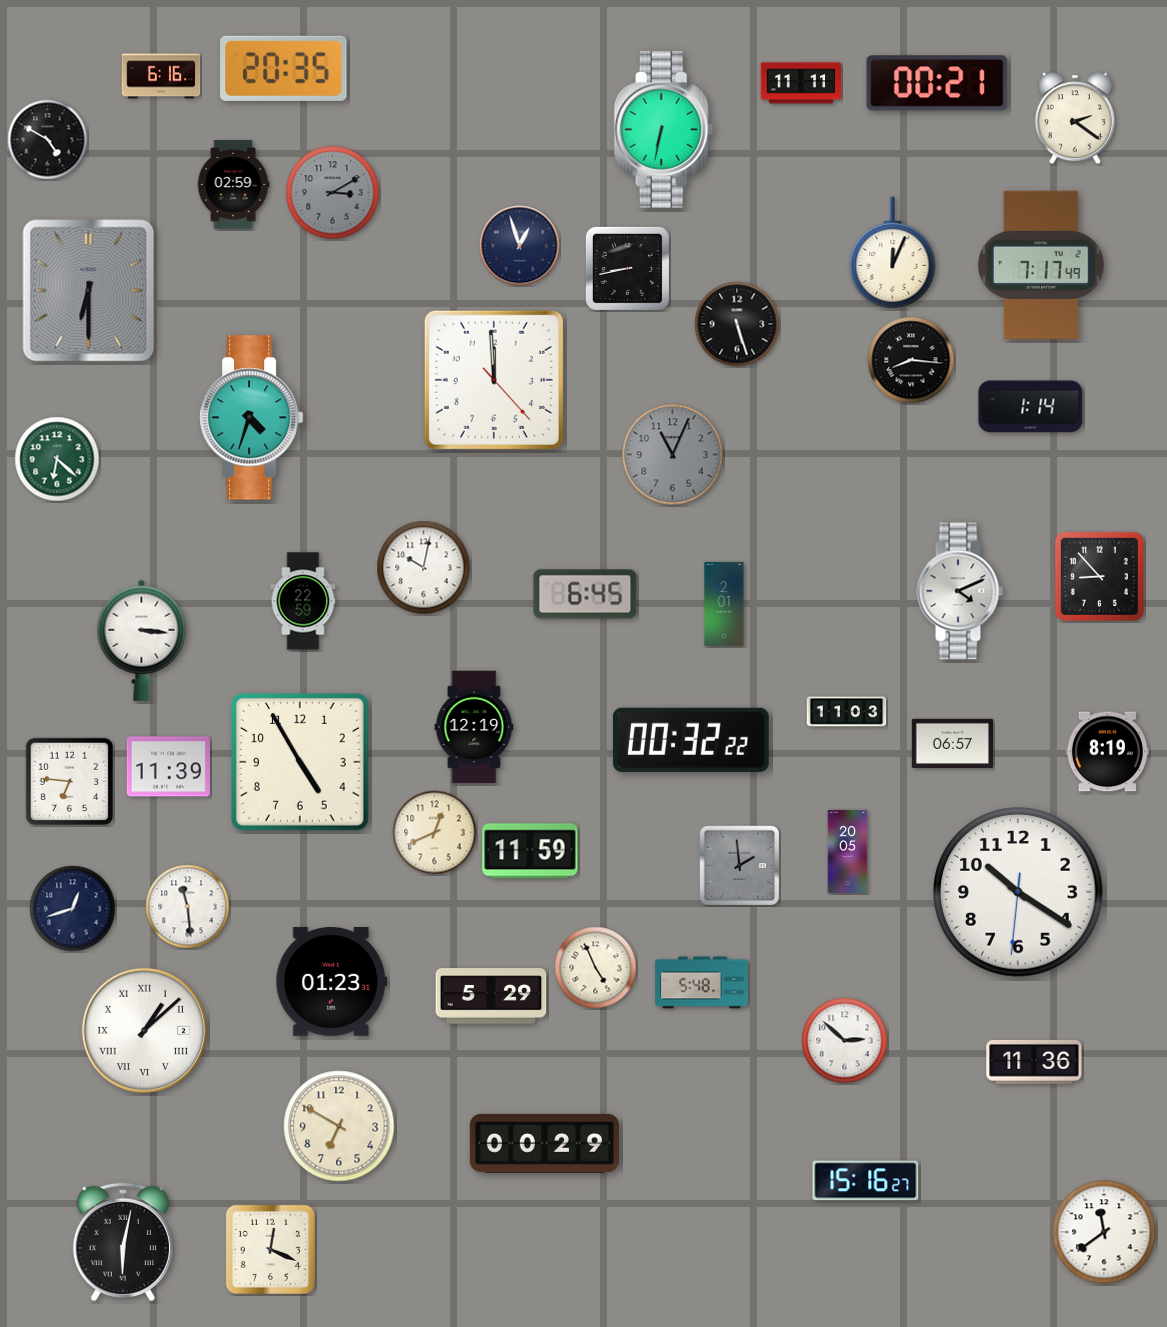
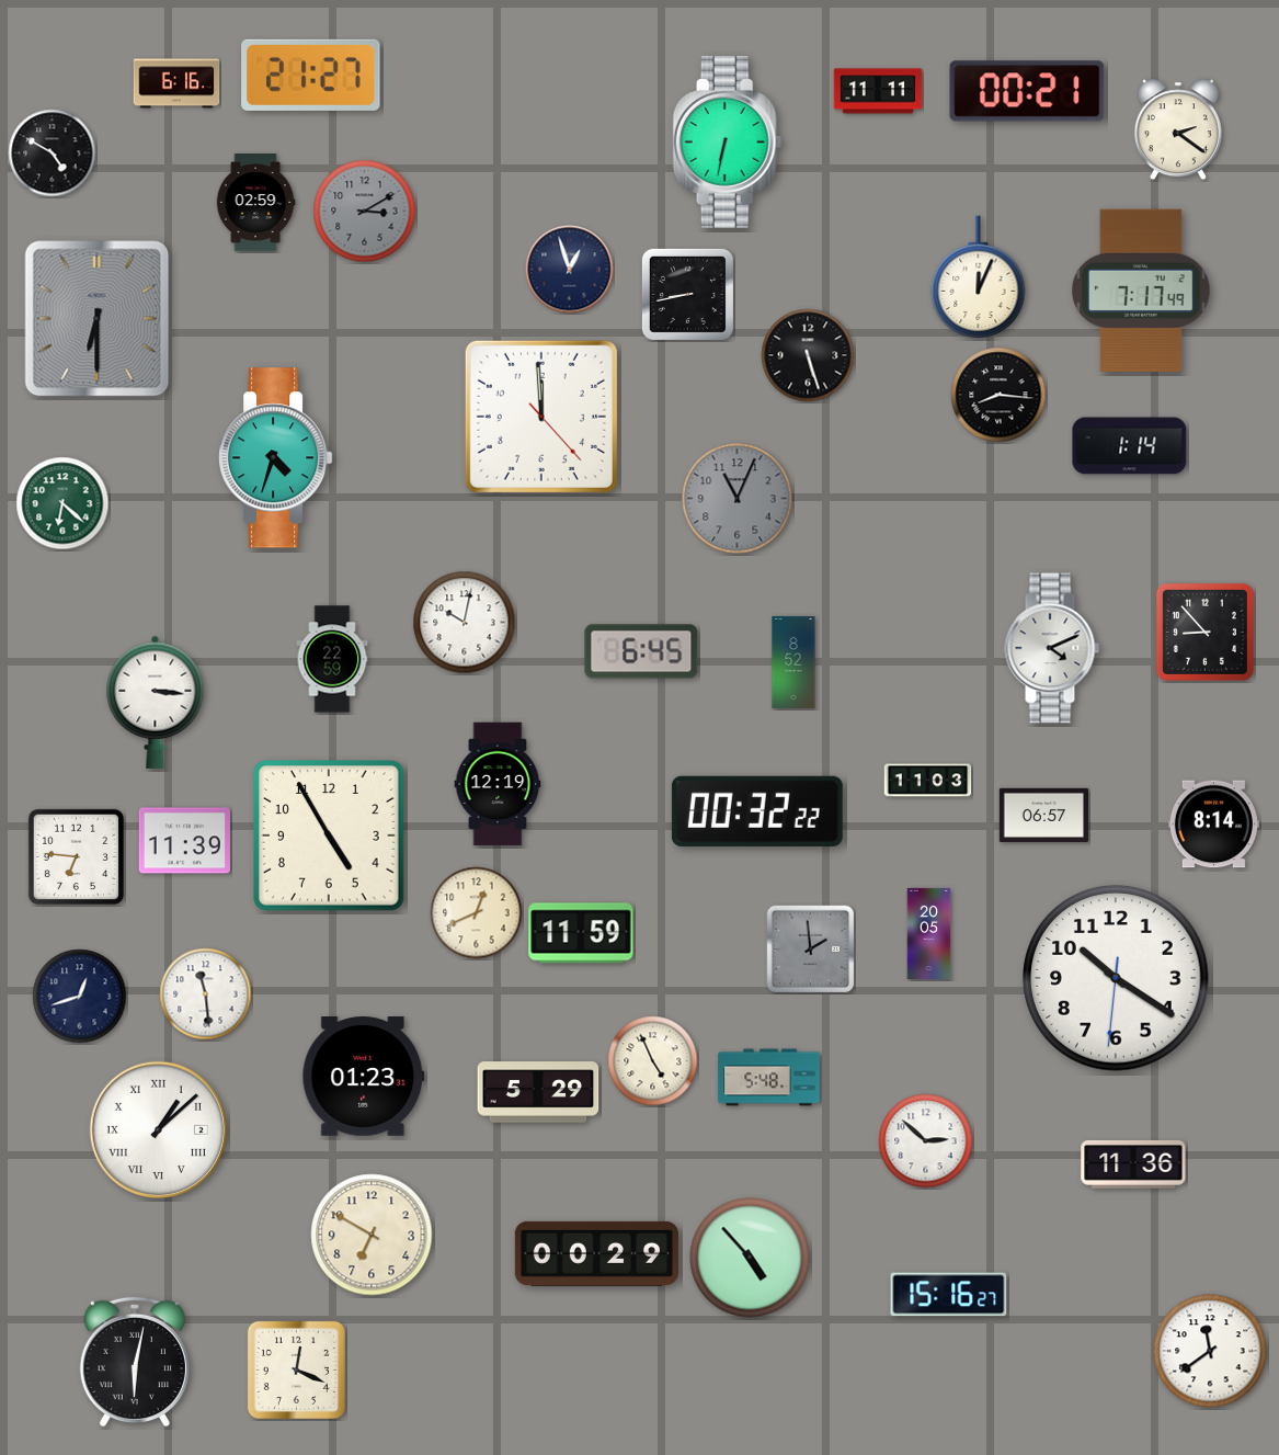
clock at (284, 68): 20:35 -> 21:27
clock at (724, 604): 2:01 -> 8:52
clock at (474, 727) position: (474, 727) -> (498, 784)
clock at (1107, 752): 8:19 -> 8:14
clock at (750, 1258): none -> 4:53
